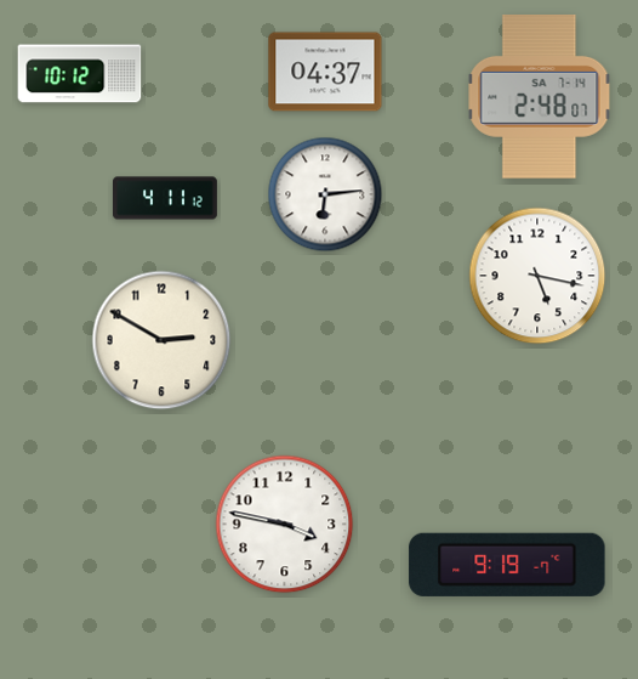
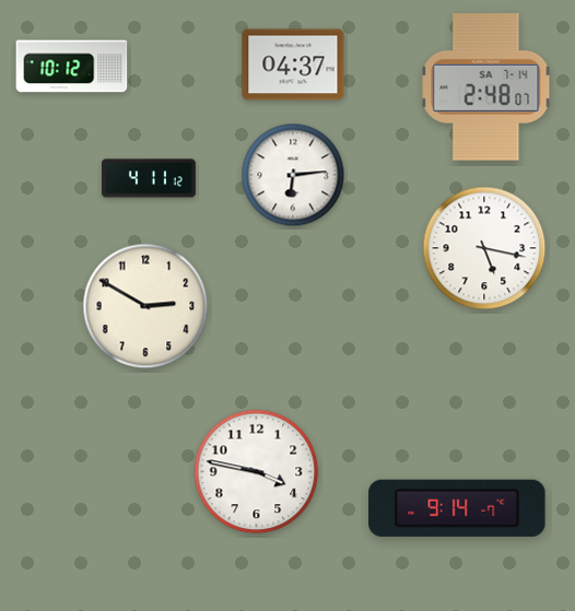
clock at (507, 565): 9:19 -> 9:14
